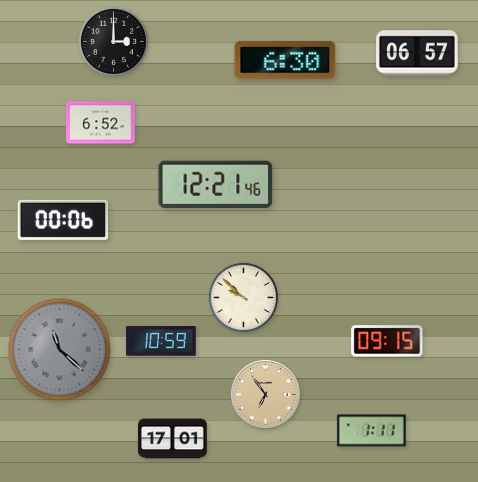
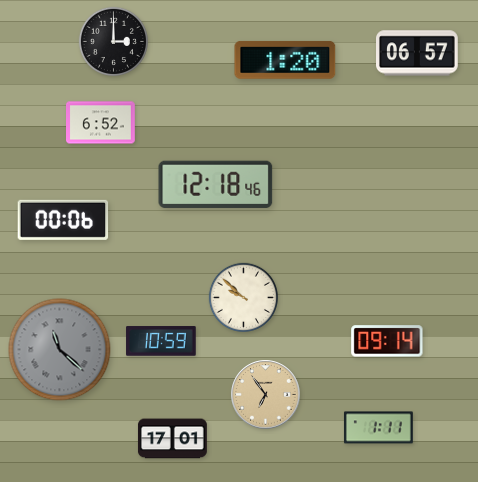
clock at (285, 60): 6:30 -> 1:20
clock at (216, 184): 12:21 -> 12:18
clock at (387, 341): 09:15 -> 09:14
clock at (371, 431) position: (371, 431) -> (378, 428)
